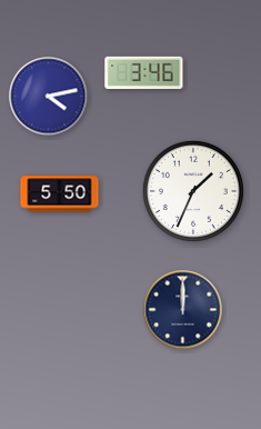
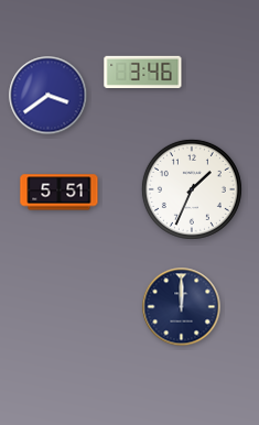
clock at (49, 97): 4:13 -> 3:39
clock at (60, 194): 5:50 -> 5:51
